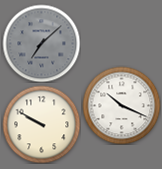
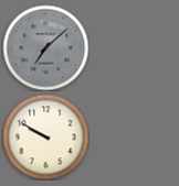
clock at (121, 105): 10:19 -> none
